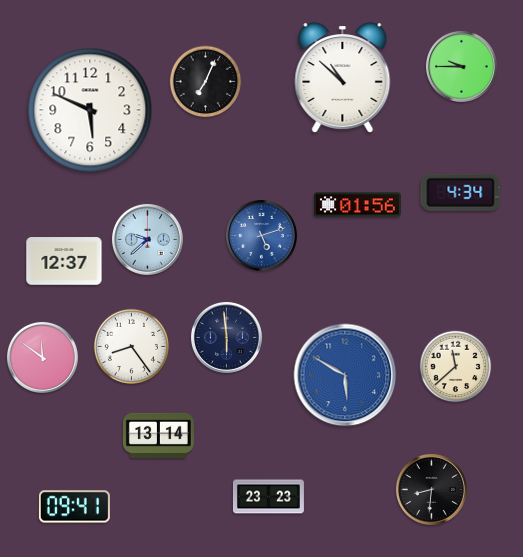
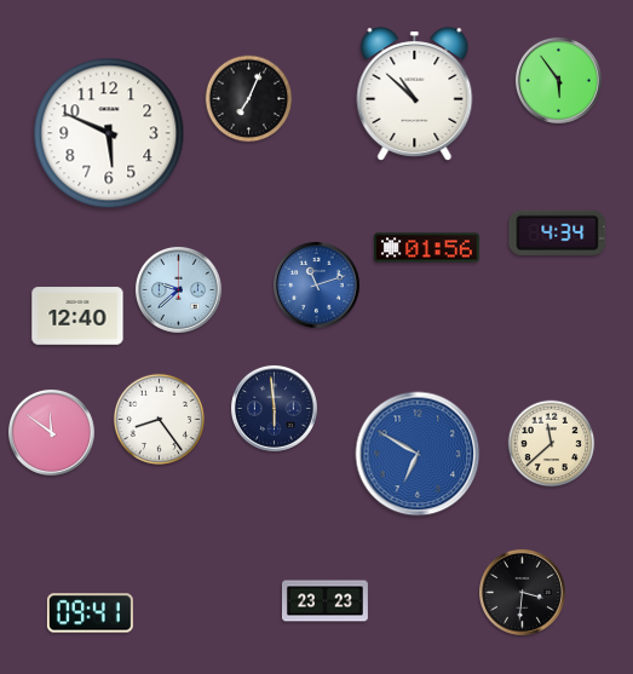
clock at (461, 66): 9:45 -> 5:54
clock at (357, 205) position: (357, 205) -> (426, 248)
clock at (261, 235): 5:12 -> 11:12
clock at (64, 261): 12:37 -> 12:40
clock at (345, 375): 5:50 -> 6:50
clock at (158, 435): 13:14 -> none
clock at (431, 489): 8:31 -> 3:31
